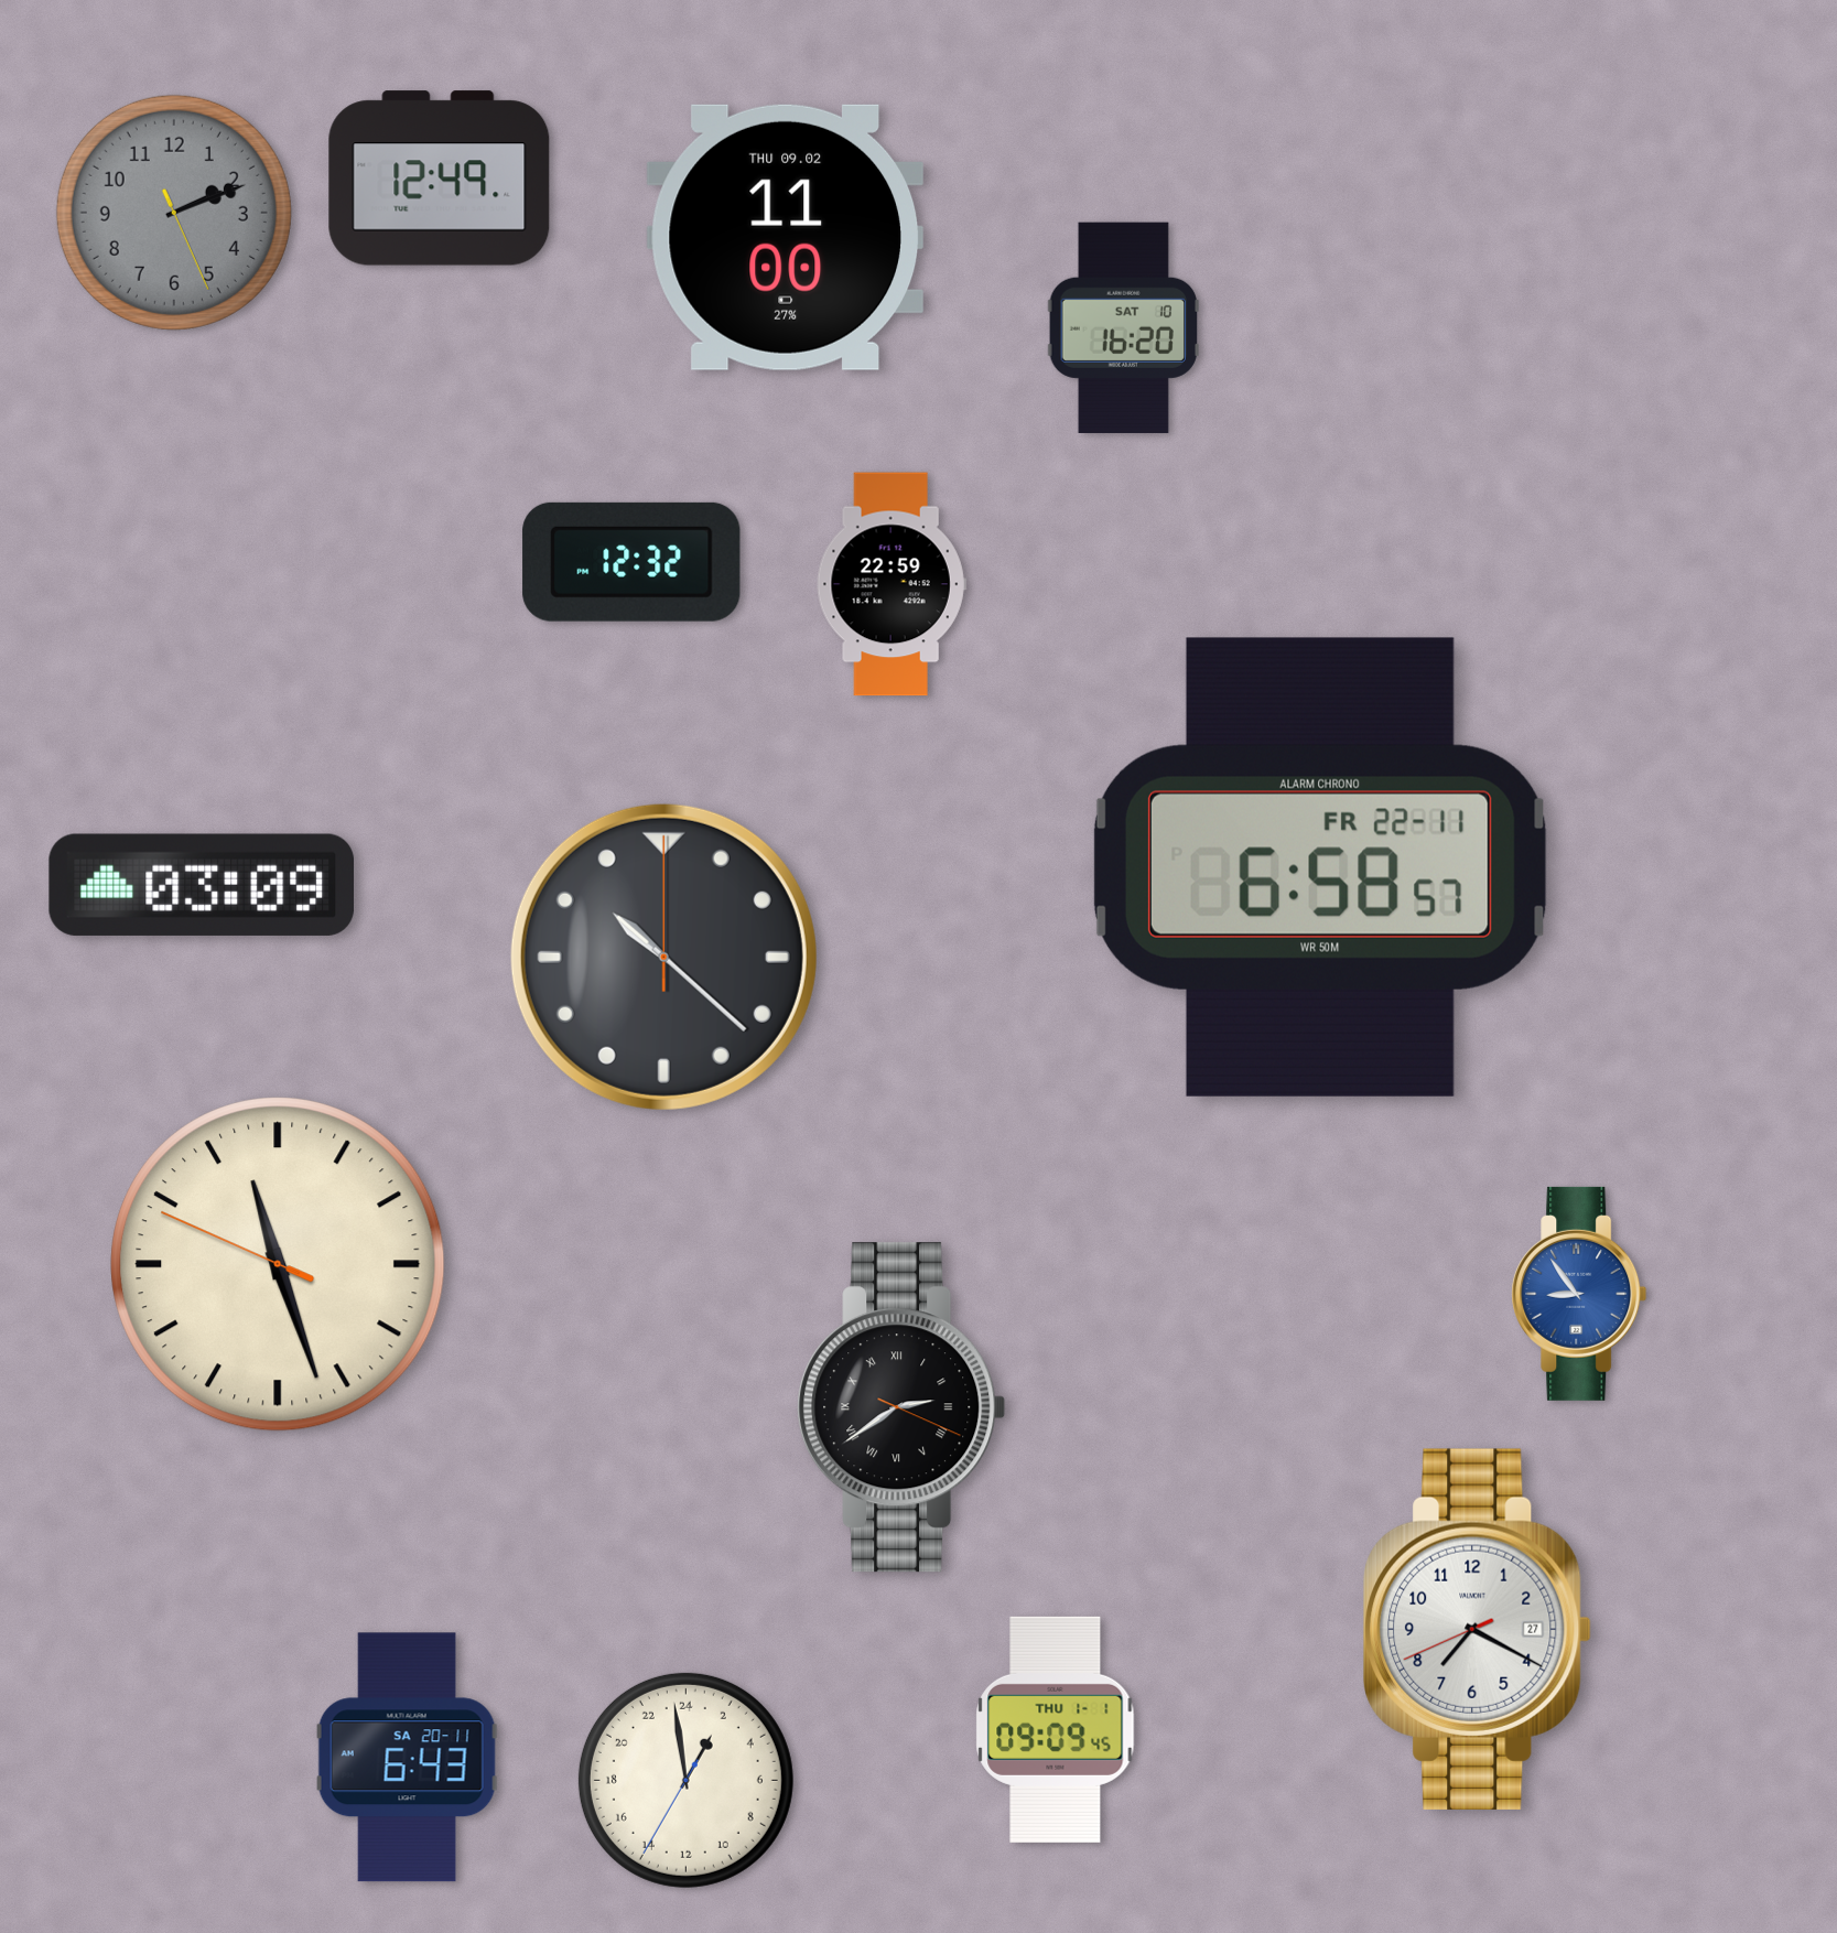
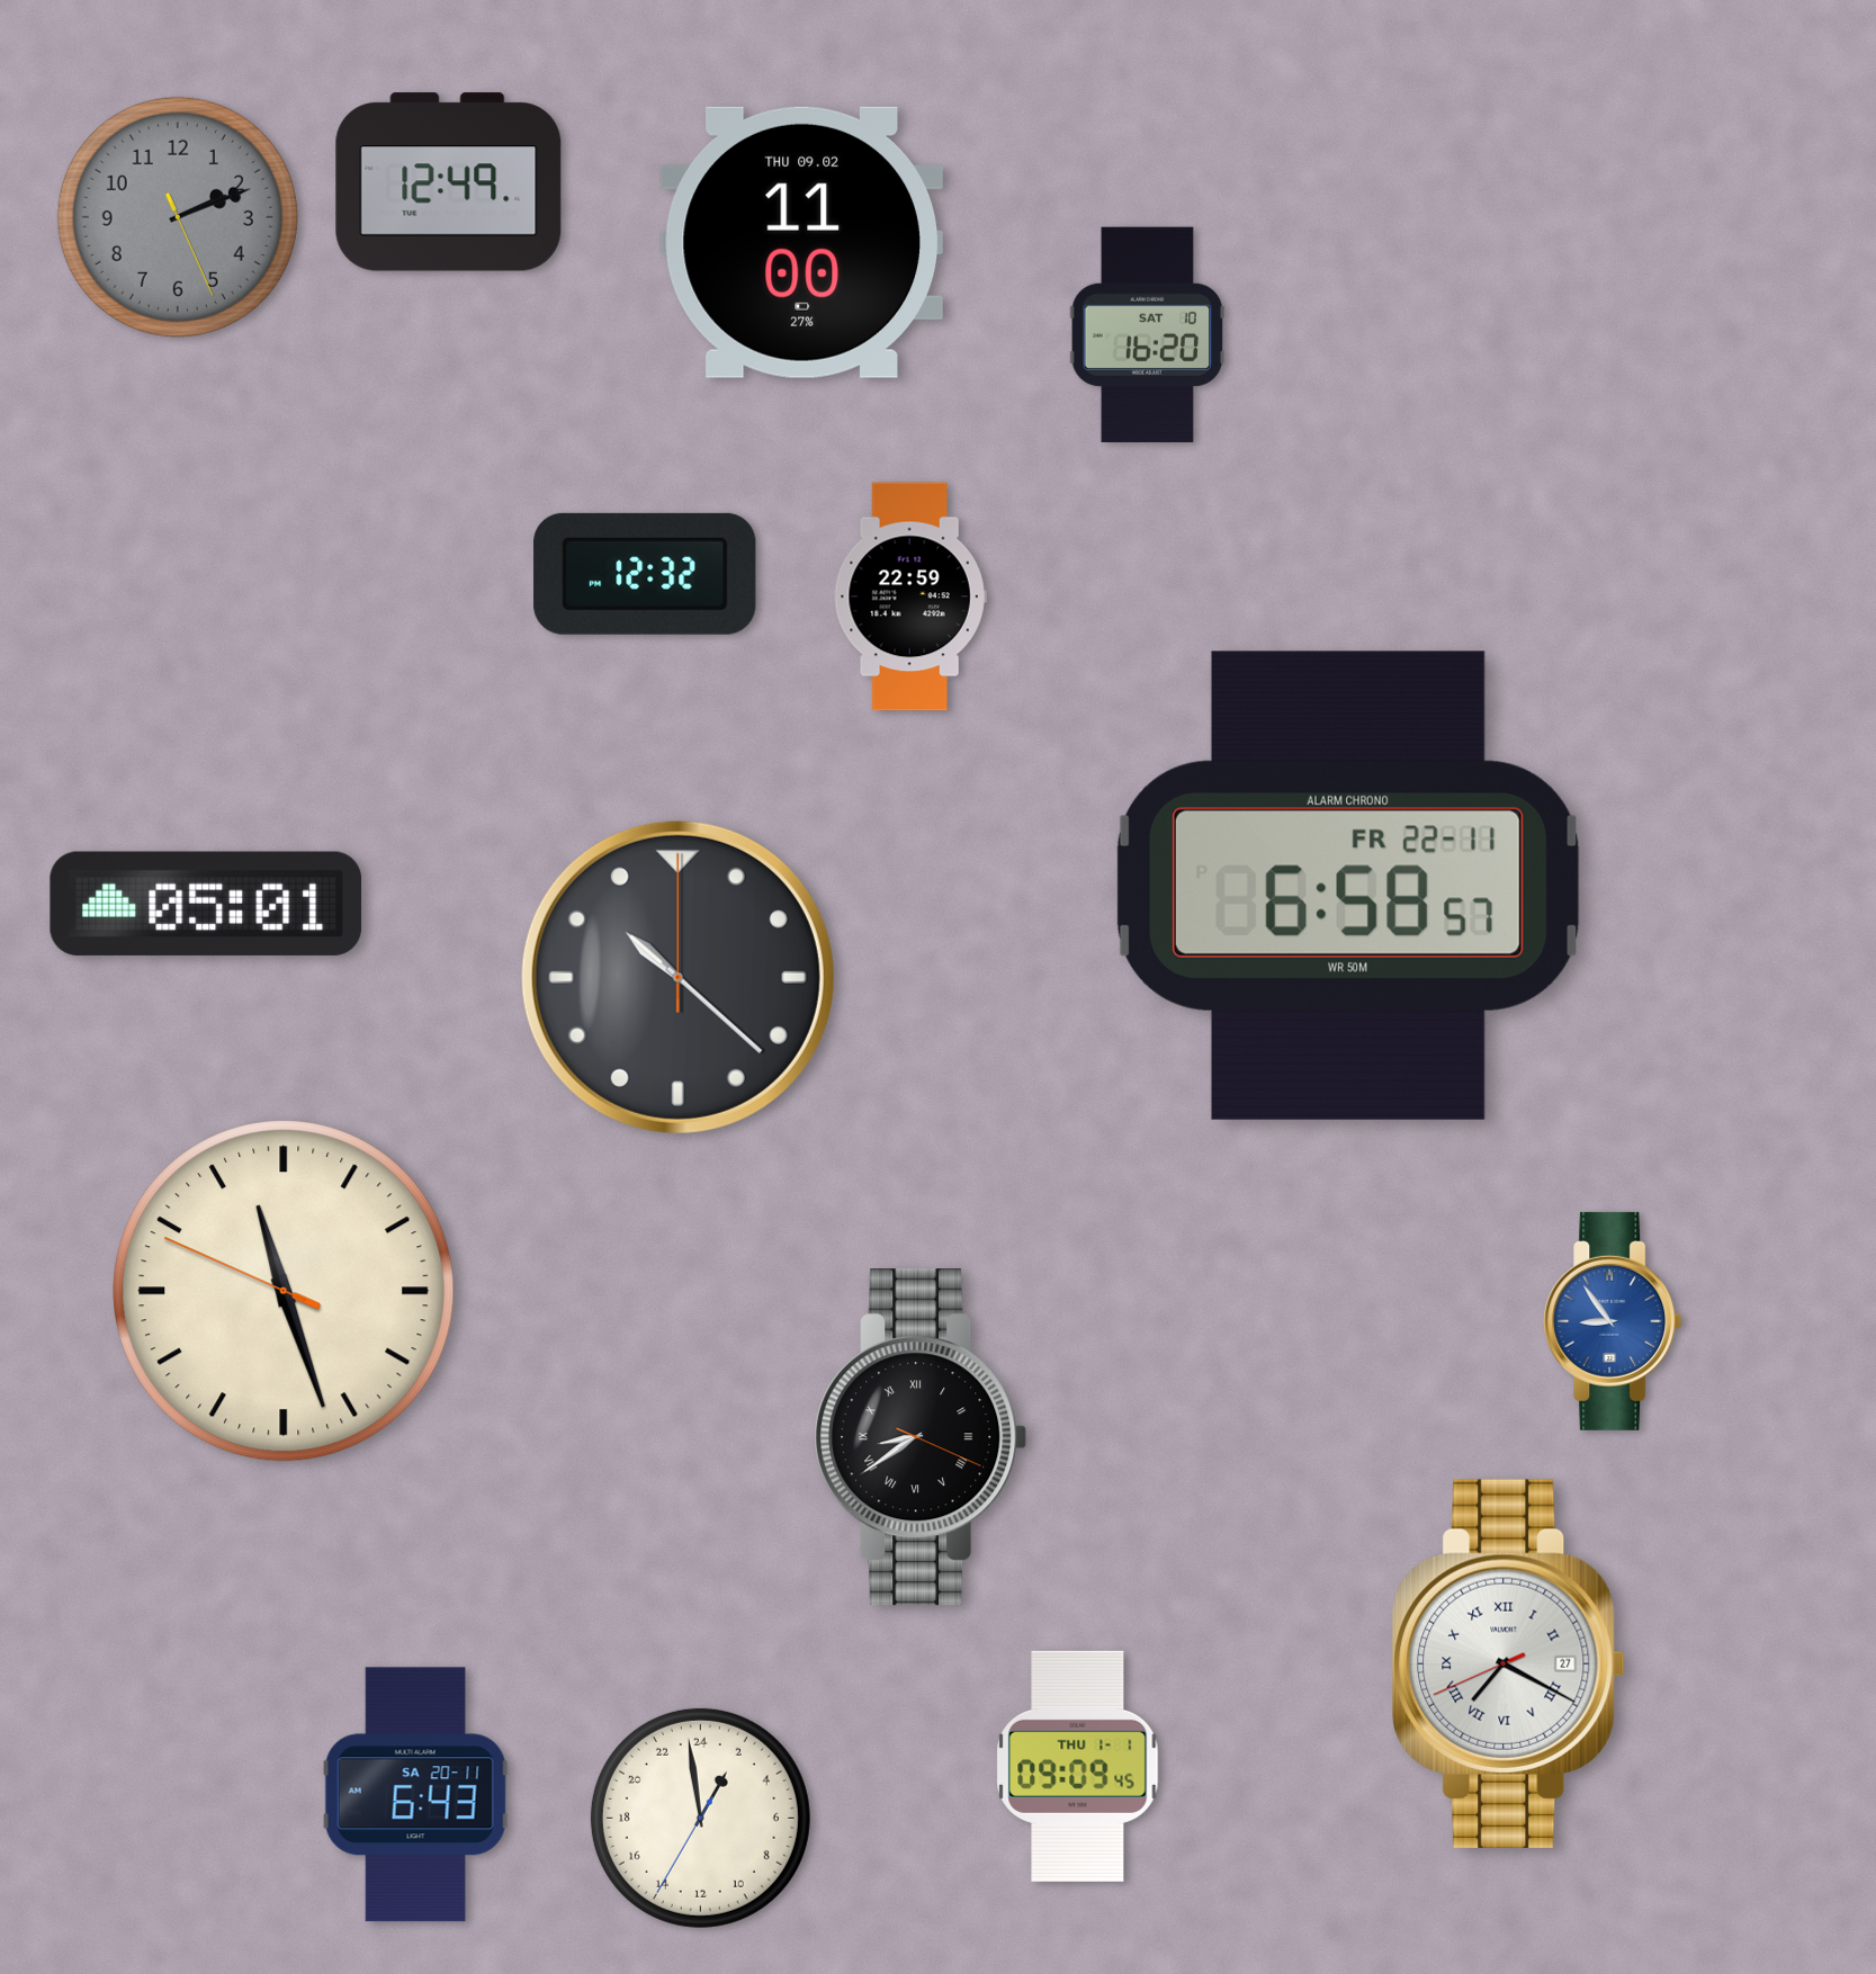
clock at (202, 885): 03:09 -> 05:01
clock at (901, 1407): 2:39 -> 8:39
clock at (1478, 1629) numerals: Arabic -> Roman
